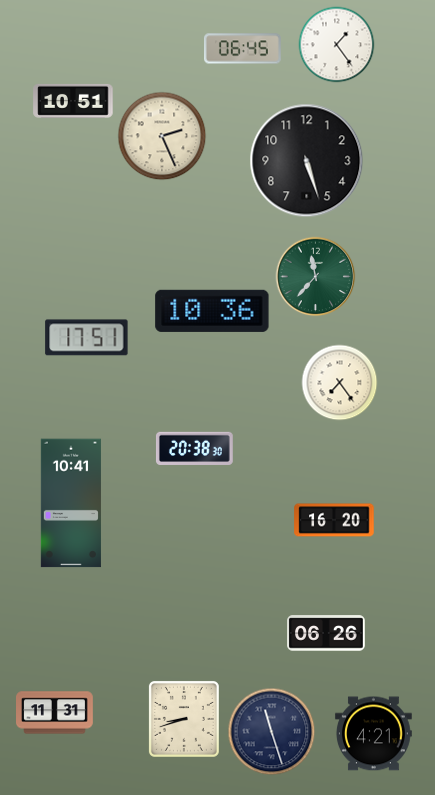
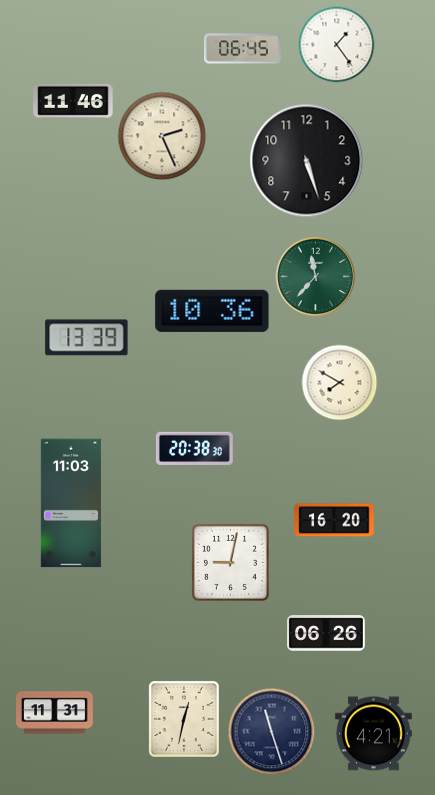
clock at (73, 101): 10:51 -> 11:46
clock at (87, 338): 17:51 -> 13:39
clock at (340, 383): 7:24 -> 7:50
clock at (71, 503): 10:41 -> 11:03
clock at (230, 562): none -> 9:02
clock at (184, 719): 8:42 -> 12:32
